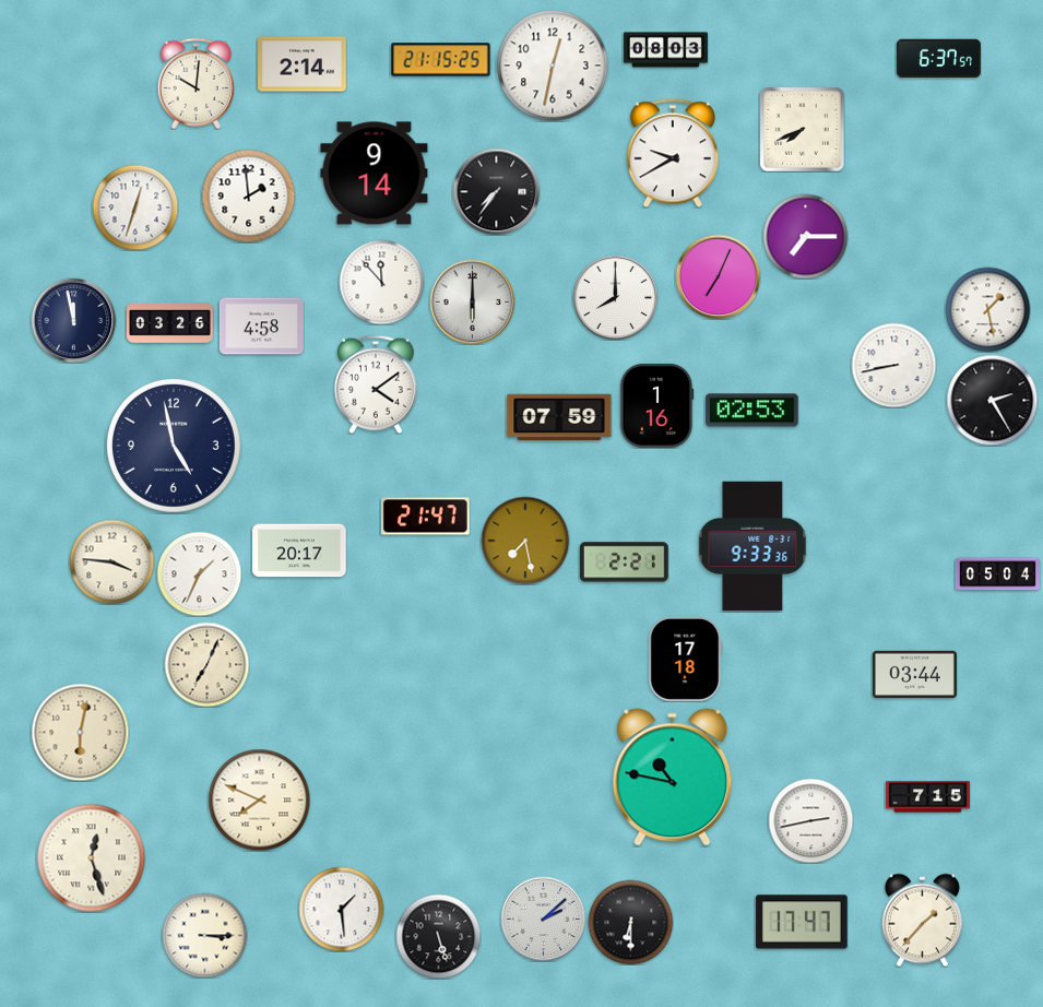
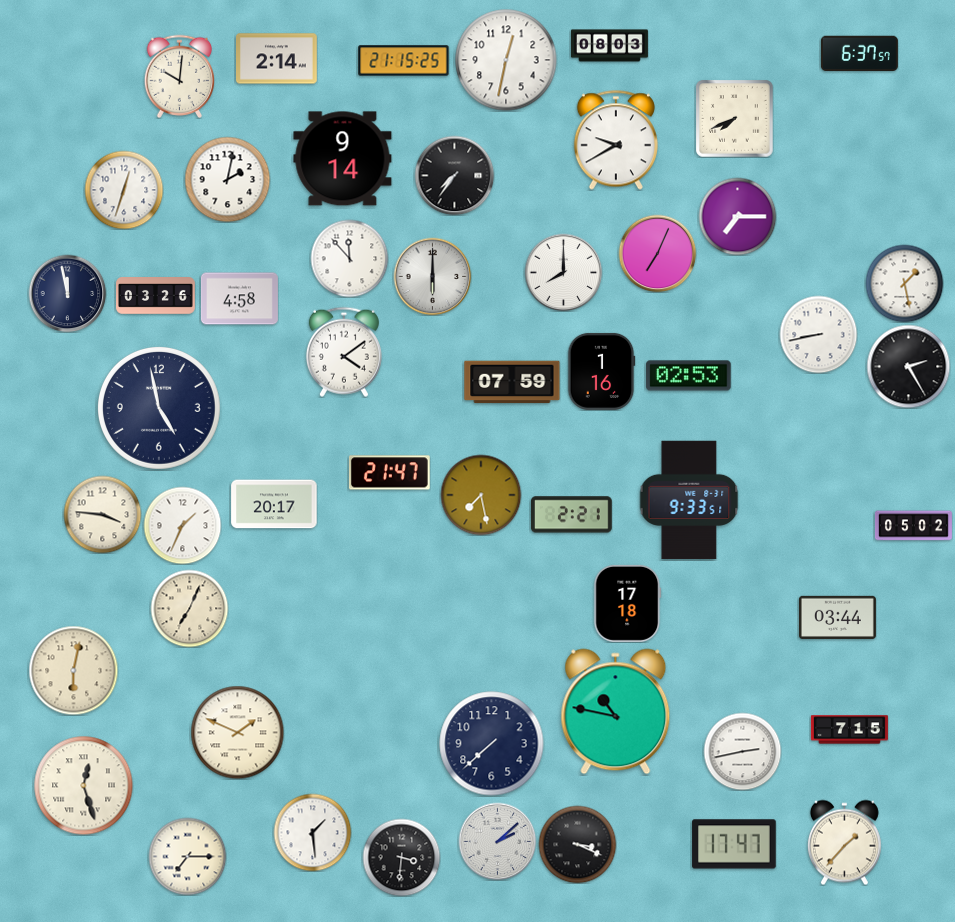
clock at (441, 60) position: (441, 60) -> (404, 61)
clock at (248, 196): 1:59 -> 2:02
clock at (752, 546): 9:33:36 -> 9:33:51
clock at (997, 574): 05:04 -> 05:02
clock at (259, 799): 7:49 -> 1:49
clock at (492, 744): none -> 7:38
clock at (630, 922): 6:30 -> 3:19
clock at (204, 935): 3:15 -> 7:15
clock at (438, 936): 5:27 -> 3:31
